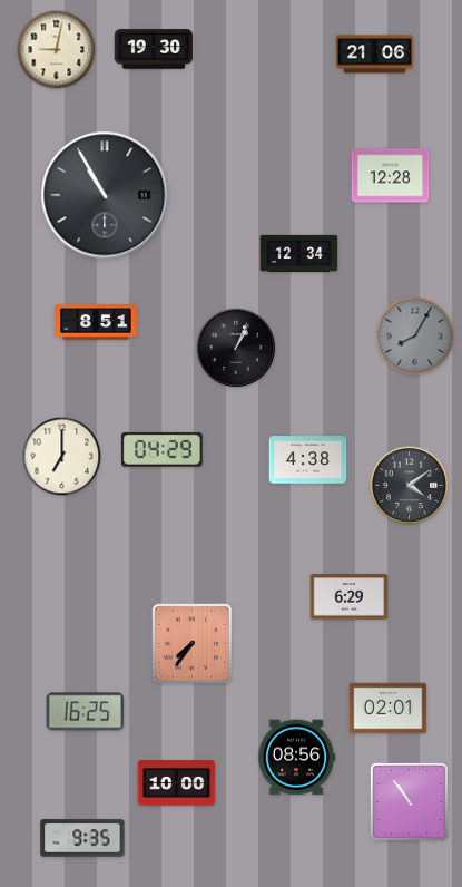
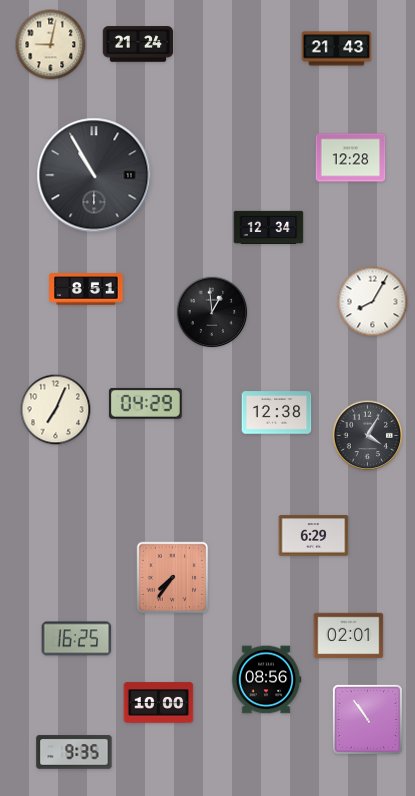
clock at (154, 49): 19:30 -> 21:24
clock at (375, 55): 21:06 -> 21:43
clock at (415, 337) dial: grey -> white
clock at (236, 348): 1:04 -> 12:59
clock at (62, 457): 7:00 -> 7:04
clock at (308, 460): 4:38 -> 12:38
clock at (410, 486): 4:09 -> 4:05
